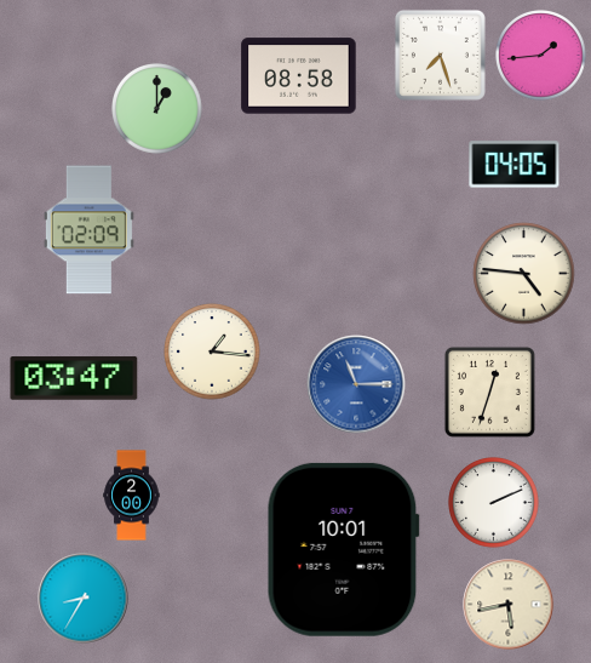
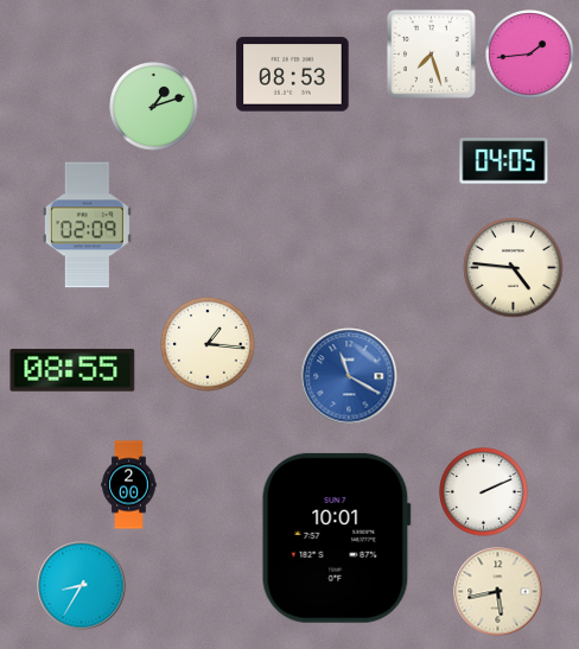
clock at (299, 76): 08:58 -> 08:53
clock at (157, 109): 1:00 -> 1:12
clock at (74, 378): 03:47 -> 08:55
clock at (356, 384): 11:15 -> 11:20
clock at (489, 391): 12:33 -> none
